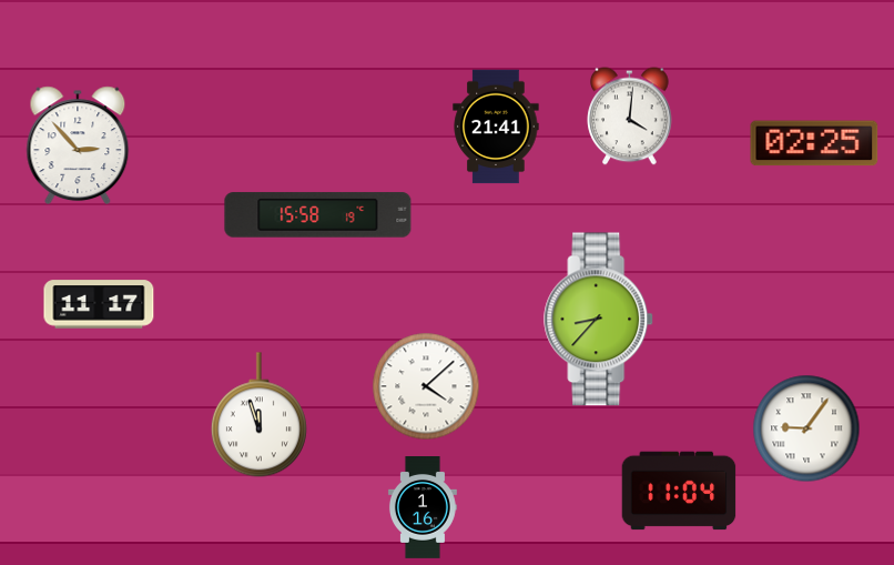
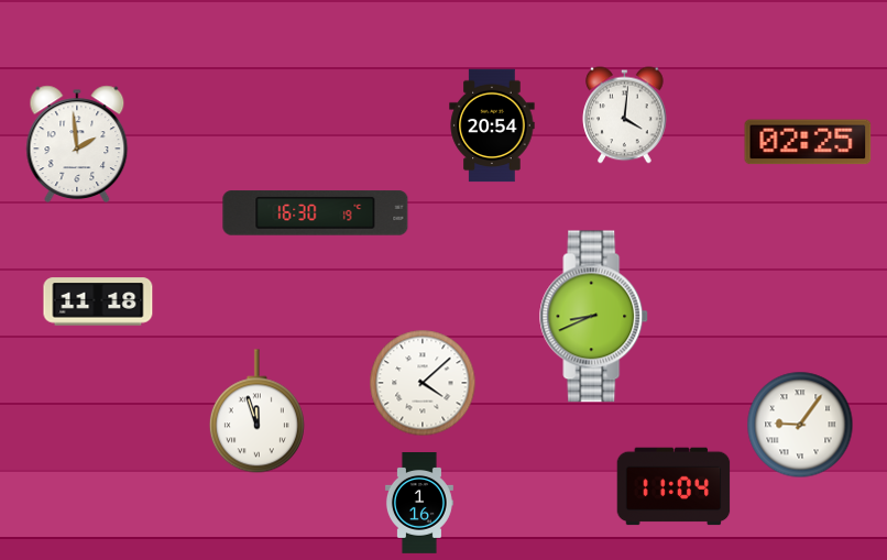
clock at (496, 127): 21:41 -> 20:54
clock at (78, 144): 2:53 -> 1:59
clock at (318, 215): 15:58 -> 16:30
clock at (99, 304): 11:17 -> 11:18
clock at (599, 320): 8:37 -> 8:41
